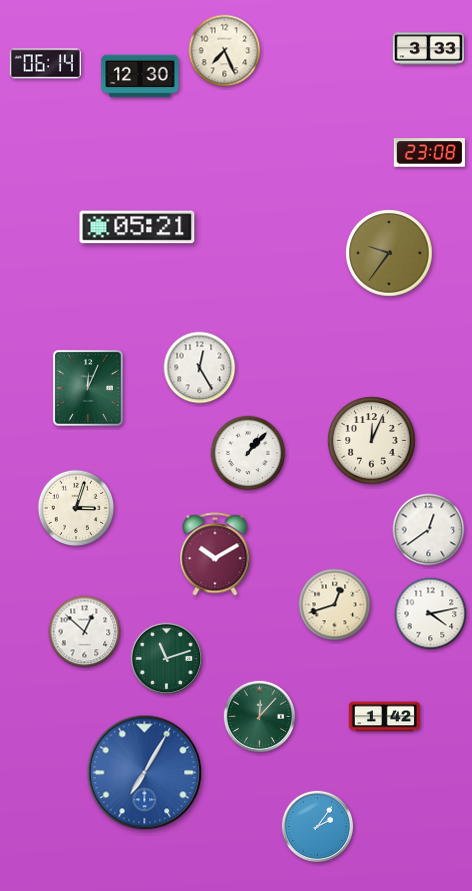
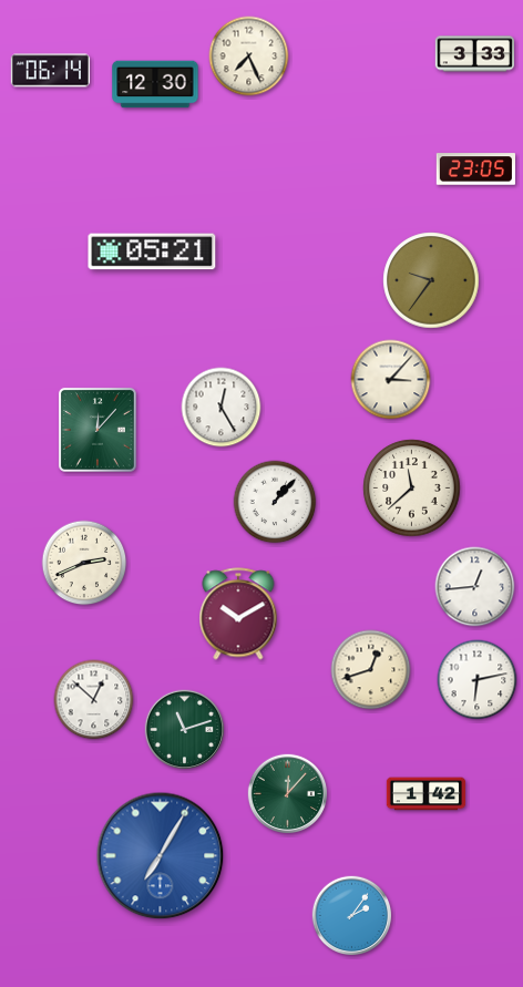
clock at (429, 153): 23:08 -> 23:05
clock at (391, 380): none -> 3:07
clock at (88, 388): 12:04 -> 12:07
clock at (372, 441): 12:04 -> 11:38
clock at (76, 508): 3:03 -> 2:41
clock at (429, 530): 12:39 -> 12:44
clock at (431, 614): 4:13 -> 6:13
